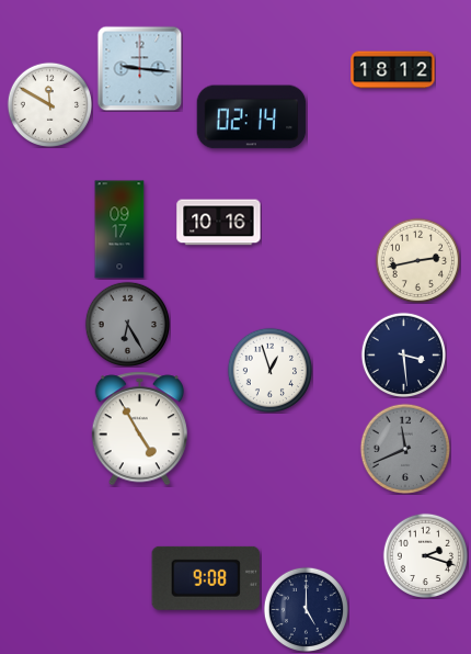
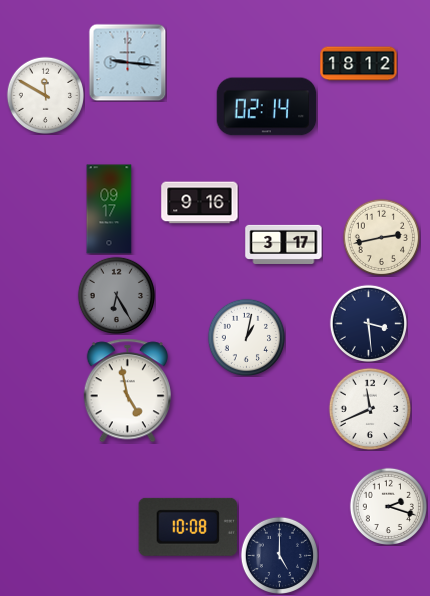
clock at (252, 117) position: (252, 117) -> (267, 107)
clock at (219, 223): 10:16 -> 9:16
clock at (284, 244): none -> 3:17
clock at (269, 370): 12:57 -> 1:02
clock at (139, 429): 4:55 -> 4:58
clock at (405, 449) dial: grey -> white
clock at (206, 578): 9:08 -> 10:08
